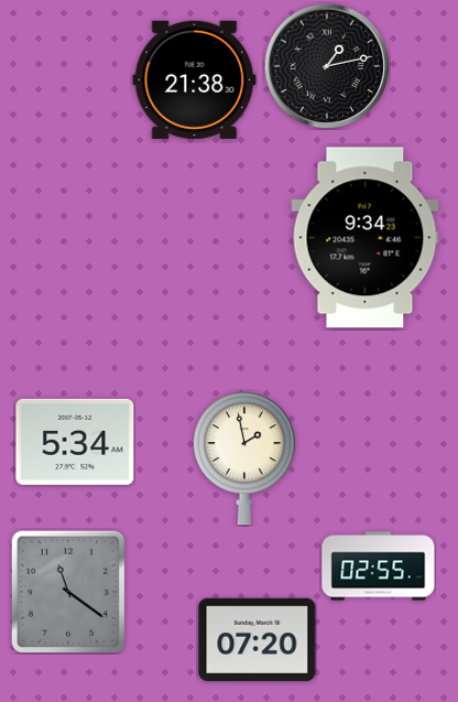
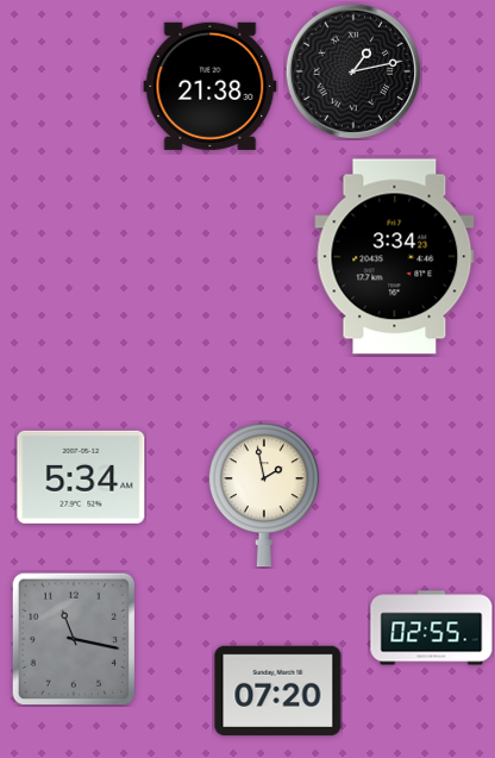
clock at (366, 238): 9:34 -> 3:34
clock at (379, 566) position: (379, 566) -> (432, 628)
clock at (67, 592): 11:21 -> 11:17
